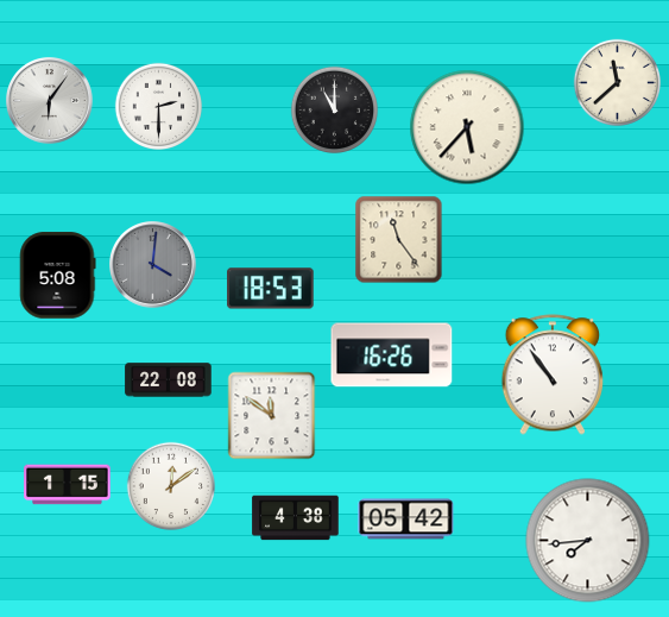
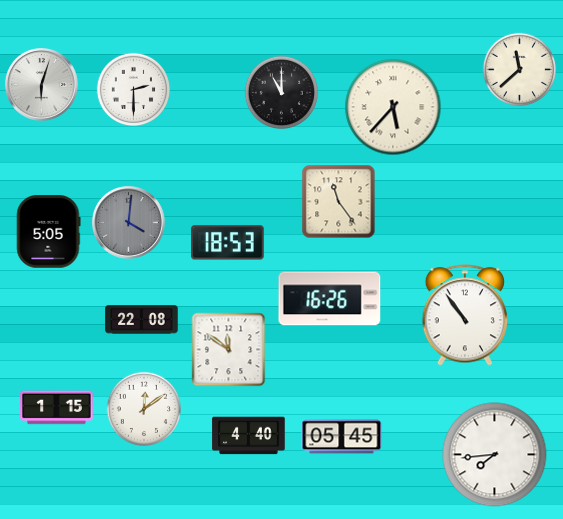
clock at (50, 101): 6:06 -> 6:03
clock at (399, 240) position: (399, 240) -> (339, 202)
clock at (58, 276): 5:08 -> 5:05
clock at (296, 518): 4:38 -> 4:40
clock at (406, 520): 05:42 -> 05:45
